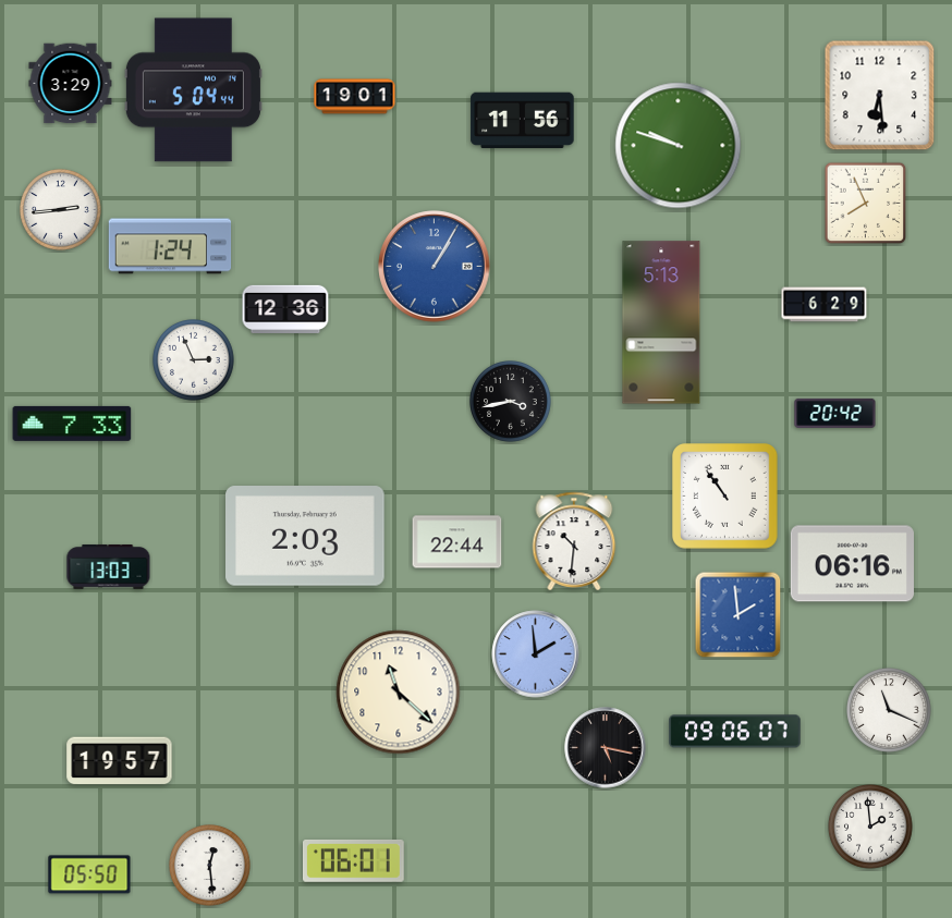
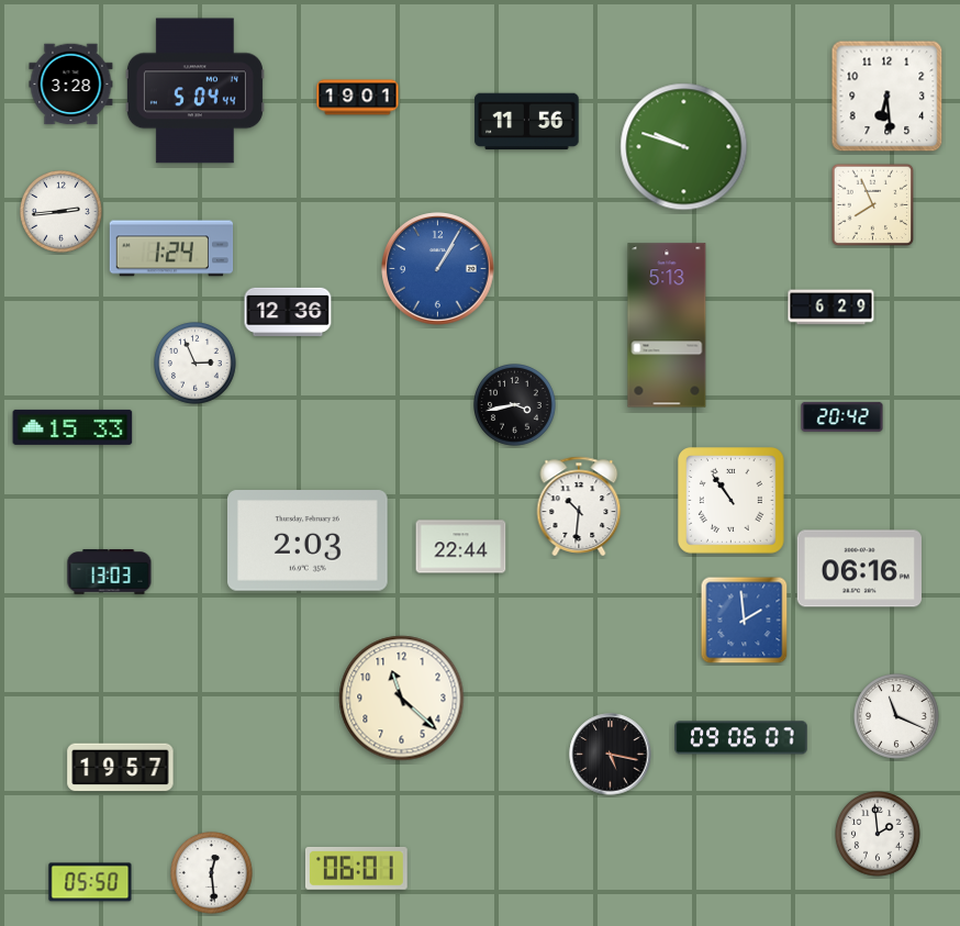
clock at (71, 84): 3:29 -> 3:28
clock at (72, 424): 7:33 -> 15:33
clock at (574, 540) position: (574, 540) -> (579, 505)
clock at (536, 654): 1:59 -> none
